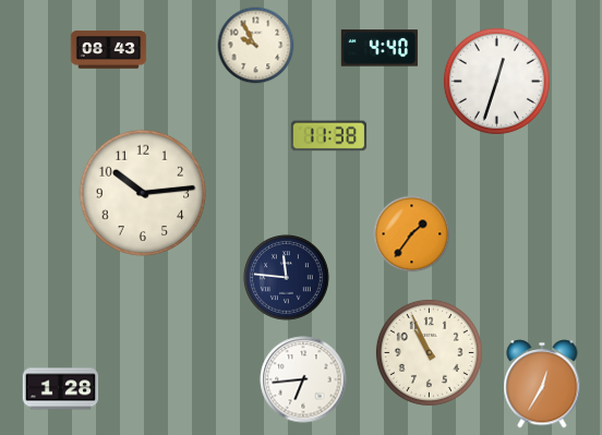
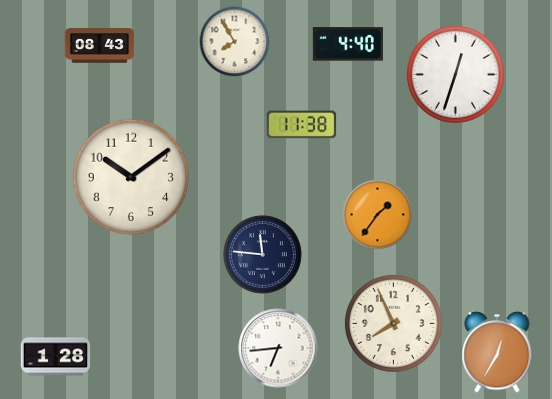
clock at (256, 46): 9:55 -> 7:55
clock at (143, 193): 10:14 -> 10:09
clock at (429, 352): 10:56 -> 7:56
